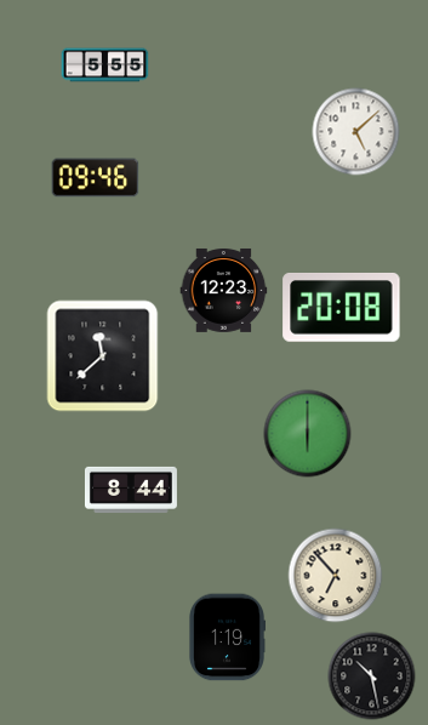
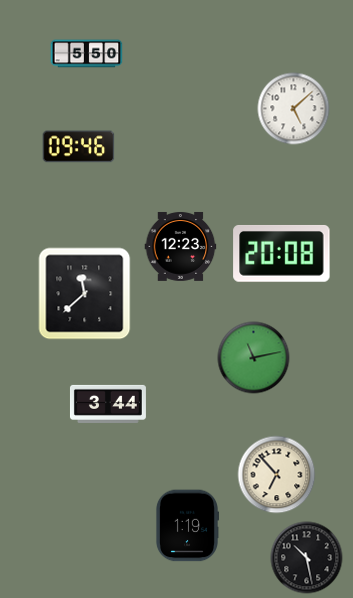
clock at (105, 65): 5:55 -> 5:50
clock at (224, 290) position: (224, 290) -> (181, 246)
clock at (308, 434): 6:00 -> 11:13
clock at (131, 490): 8:44 -> 3:44
